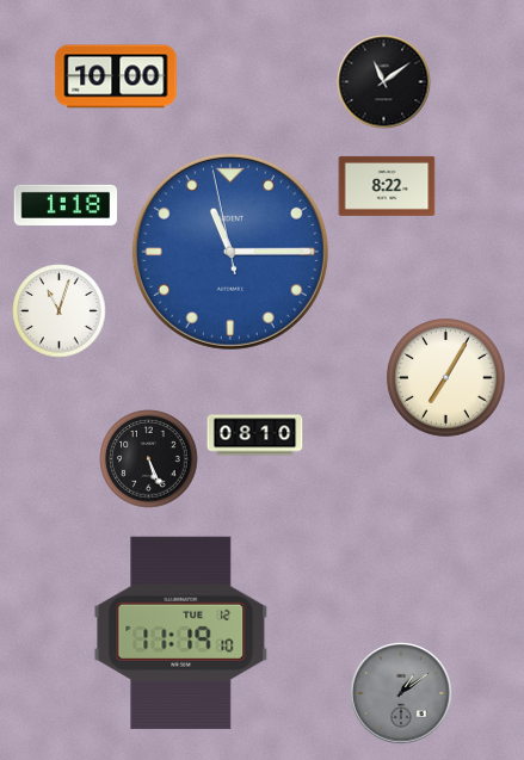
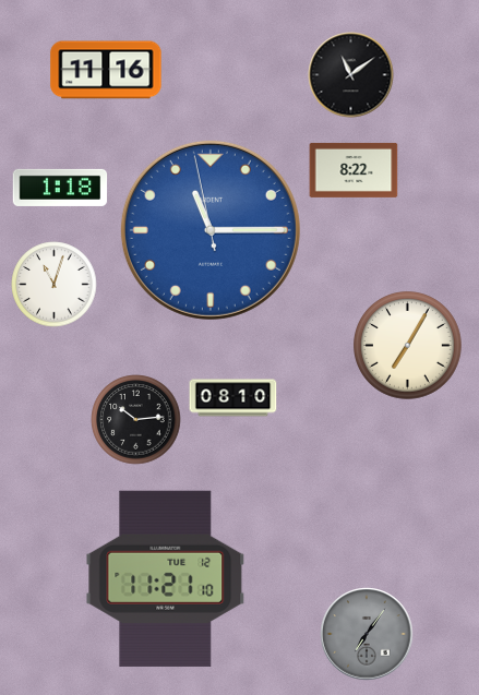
clock at (116, 76): 10:00 -> 11:16
clock at (149, 459): 5:26 -> 10:14
clock at (181, 632): 11:19 -> 11:21
clock at (401, 693): 1:09 -> 7:06
